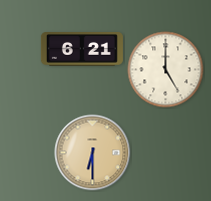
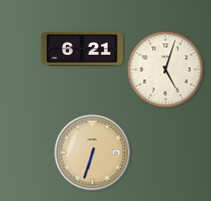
clock at (166, 70): 5:00 -> 5:03
clock at (93, 153): 6:30 -> 6:33
